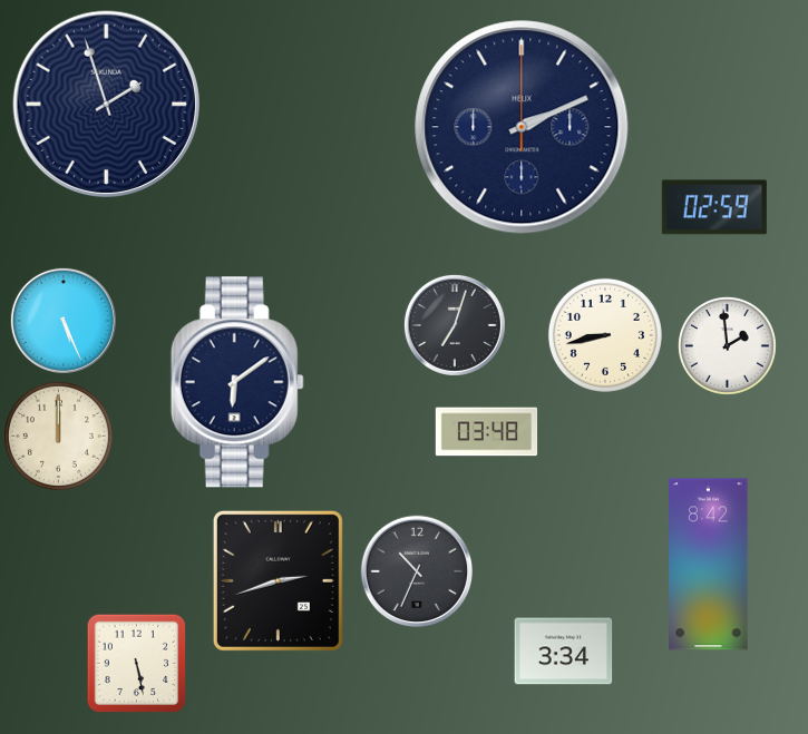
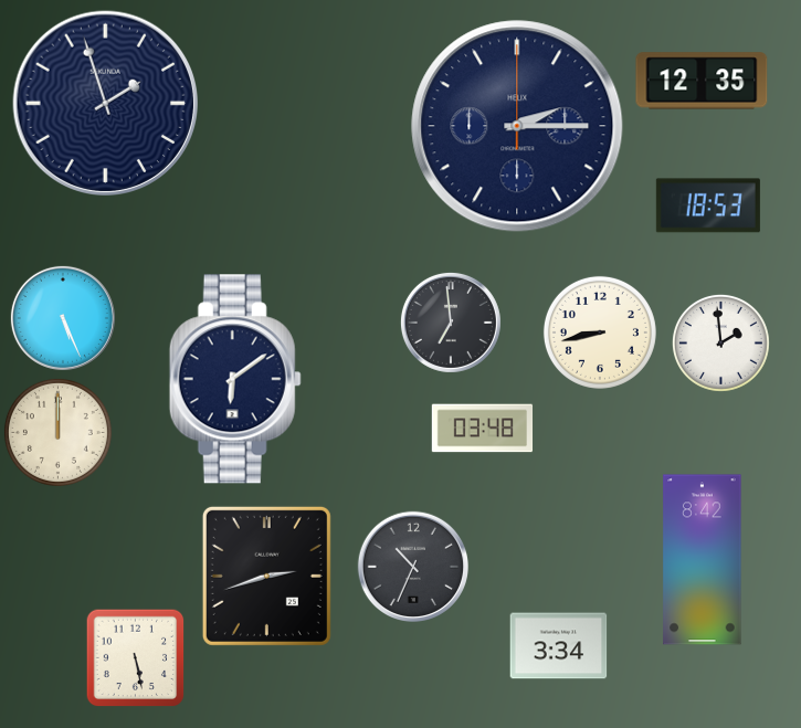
clock at (702, 81): none -> 12:35
clock at (522, 127): 2:11 -> 2:15
clock at (714, 207): 02:59 -> 18:53
clock at (455, 325): 7:03 -> 6:59
clock at (278, 580) position: (278, 580) -> (266, 576)
